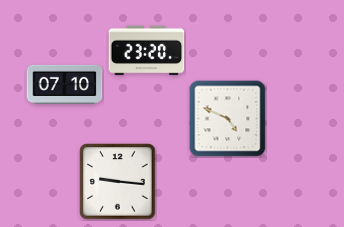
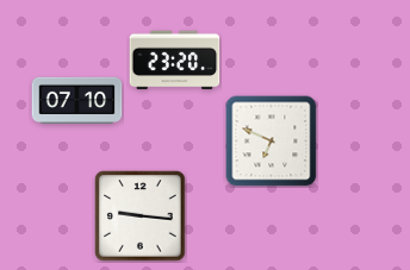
clock at (228, 119): 4:49 -> 6:49
